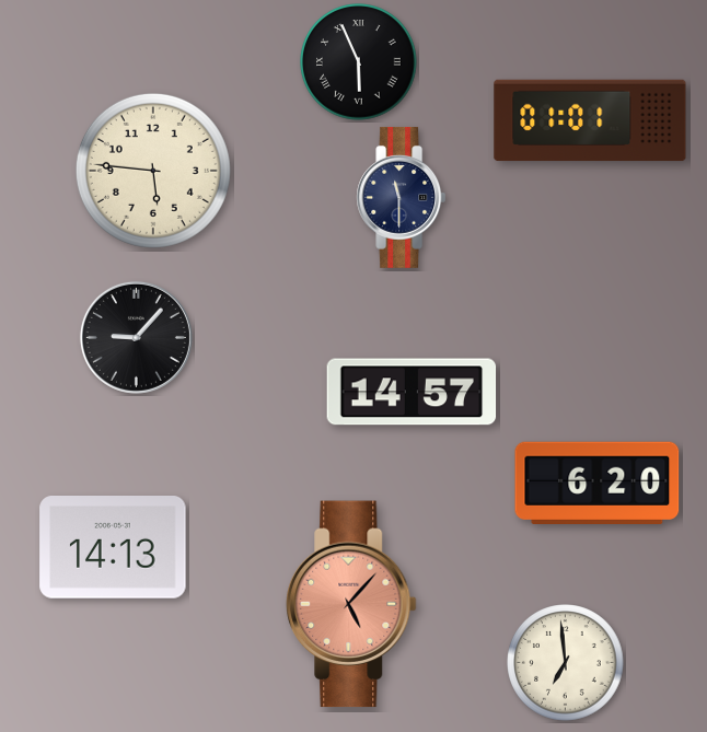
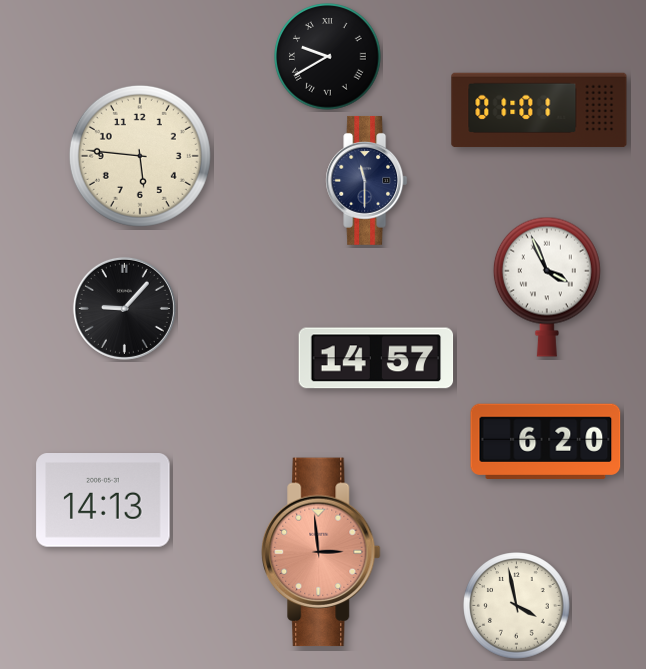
clock at (359, 62): 5:56 -> 9:40
clock at (547, 287): none -> 3:56
clock at (351, 604): 5:07 -> 2:59
clock at (566, 663): 6:59 -> 3:58
